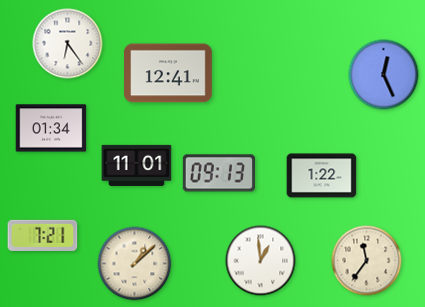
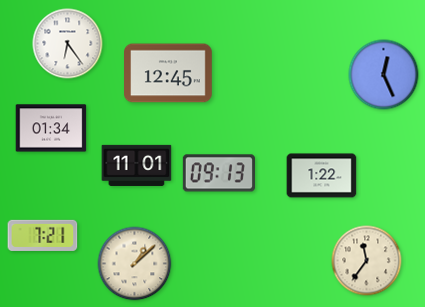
clock at (169, 73): 12:41 -> 12:45
clock at (261, 261): 12:59 -> none
